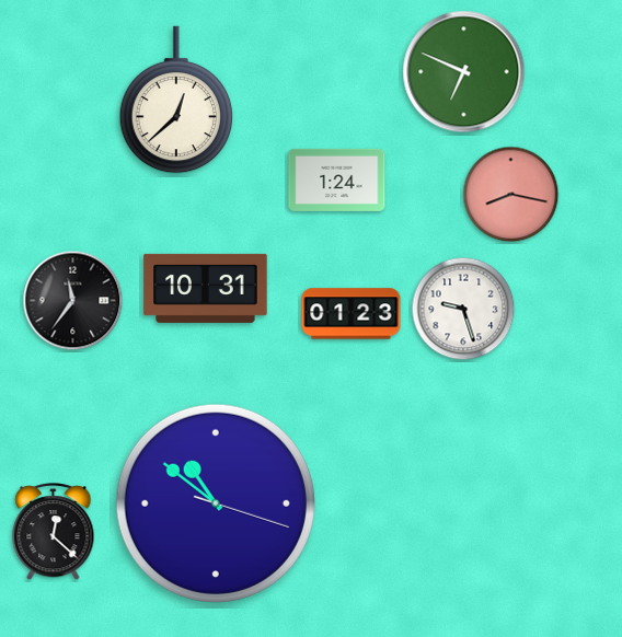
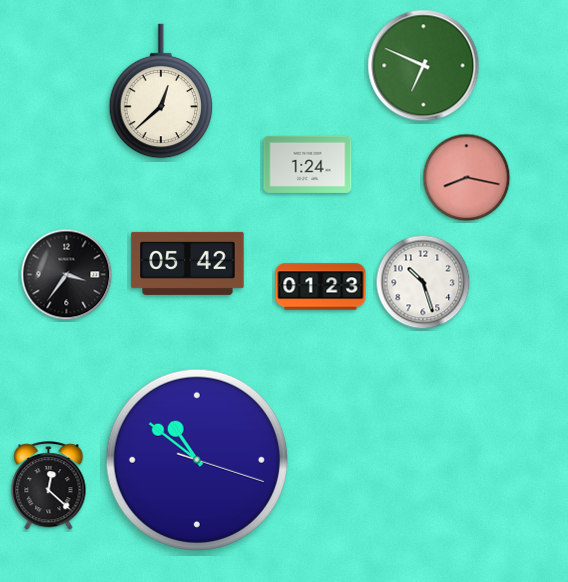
clock at (206, 288): 10:31 -> 05:42
clock at (73, 301): 11:36 -> 3:36
clock at (463, 309): 9:27 -> 10:27
